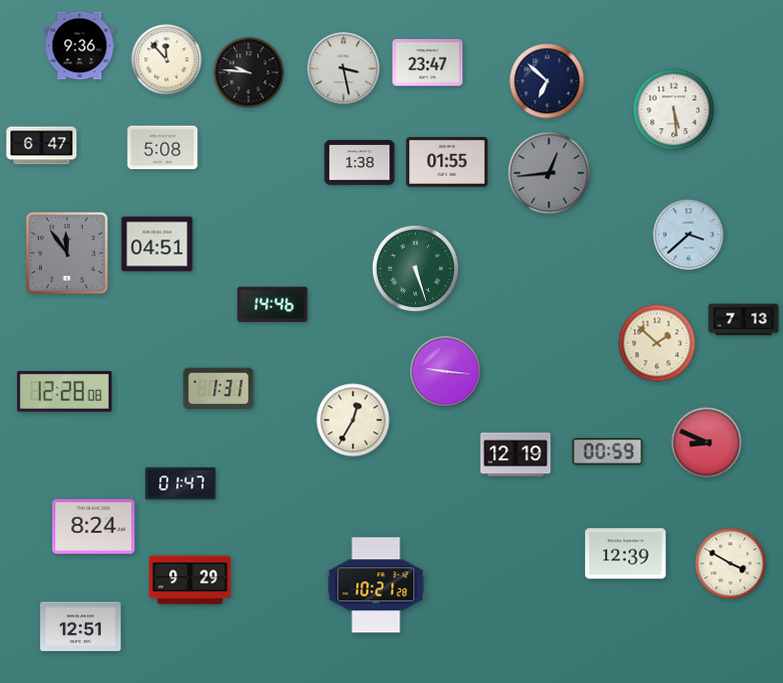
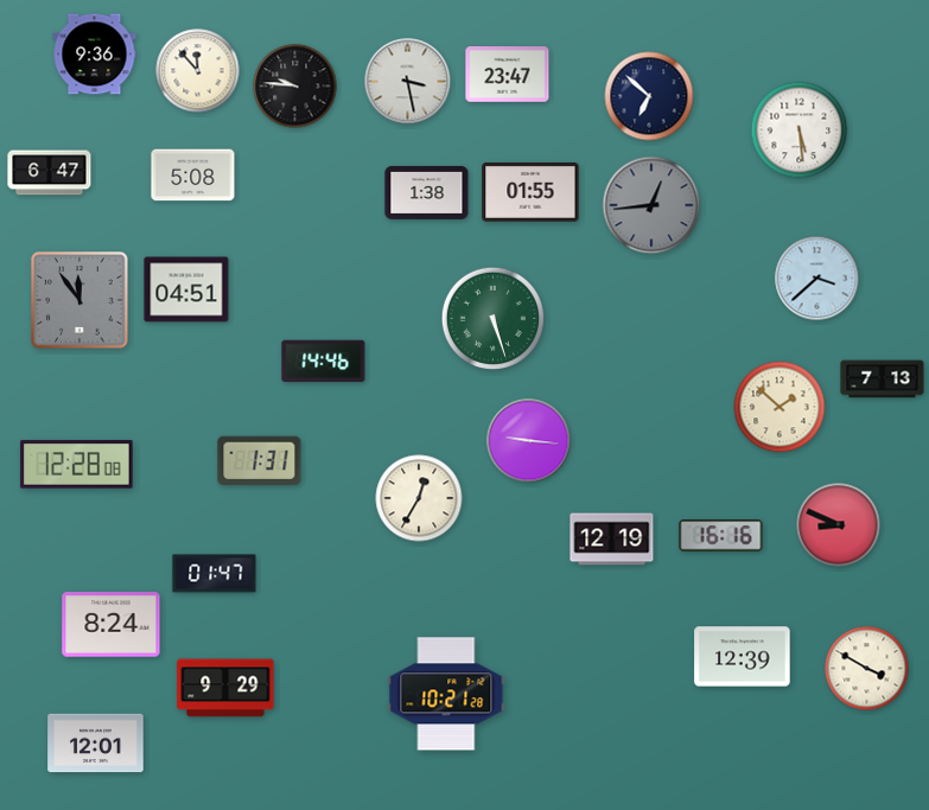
clock at (608, 452): 00:59 -> 16:16
clock at (81, 627): 12:51 -> 12:01
